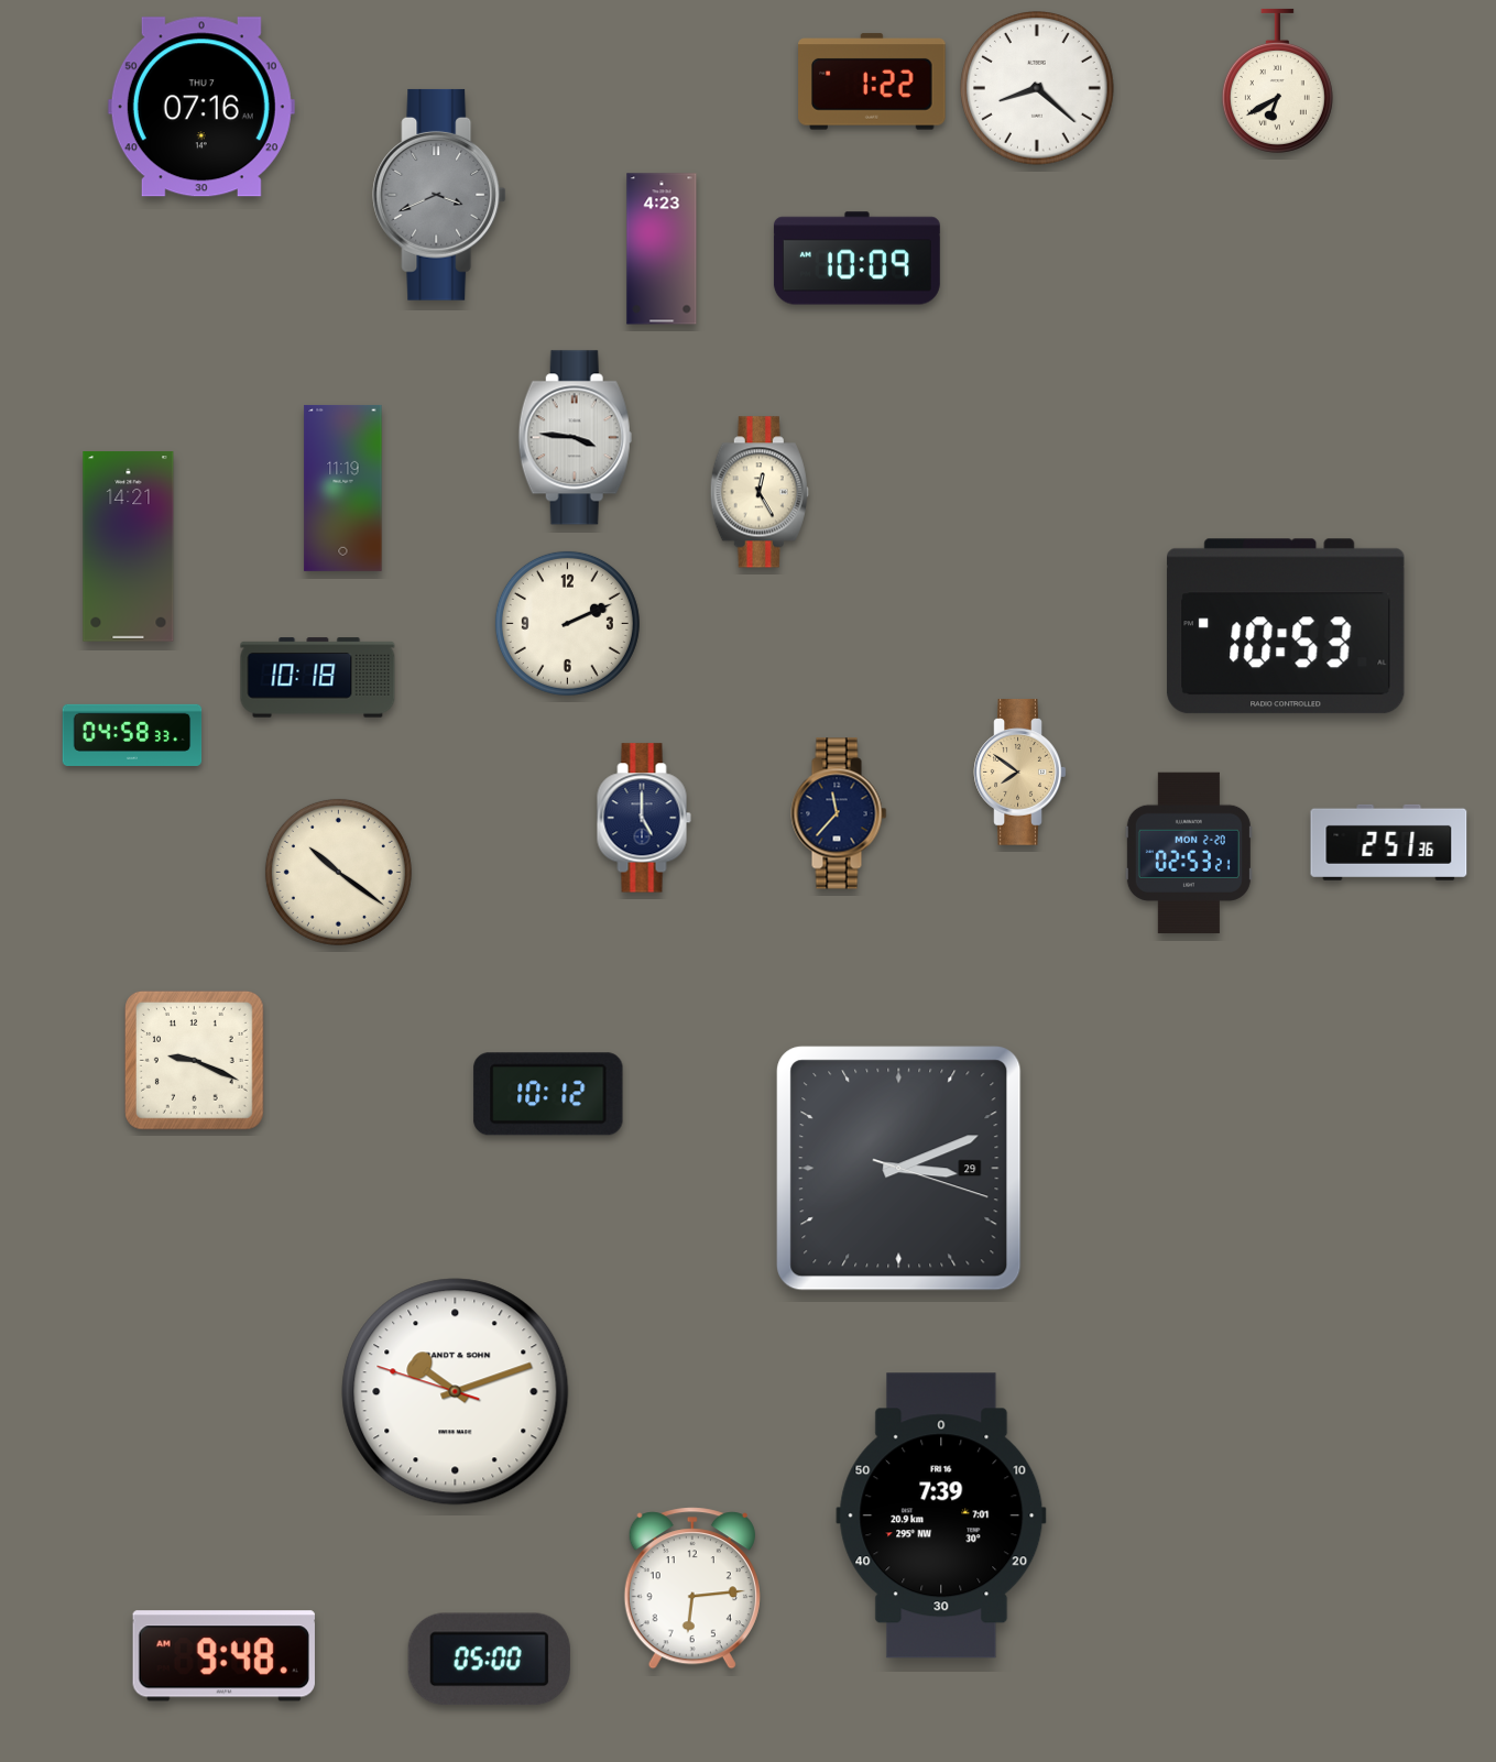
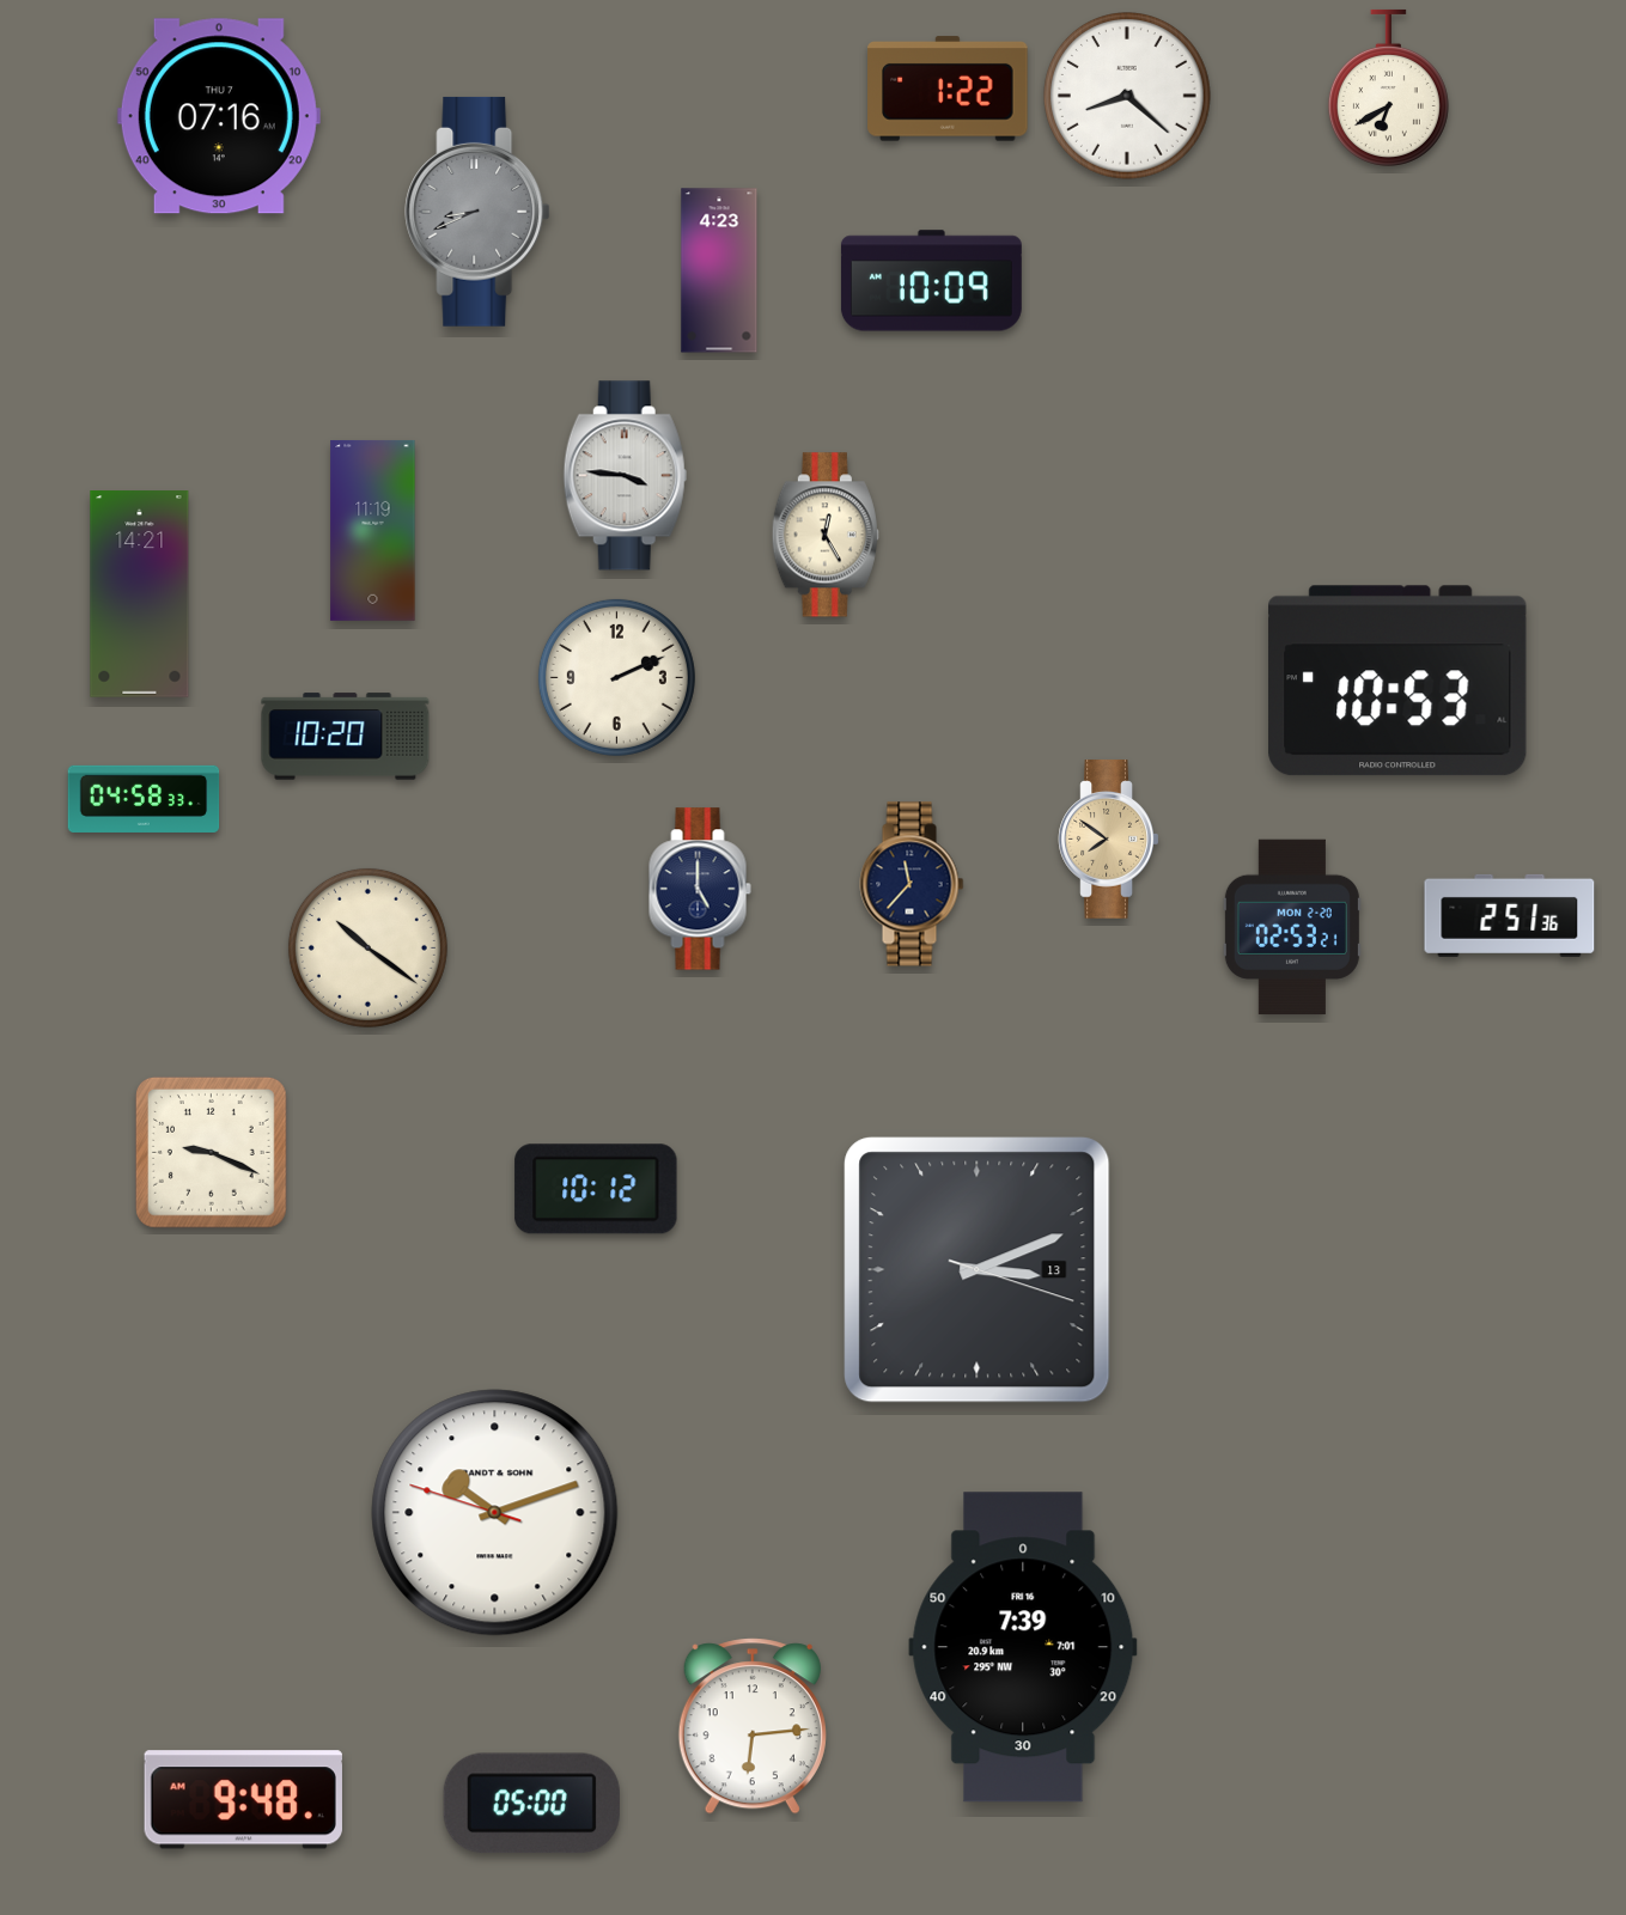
clock at (439, 195): 3:41 -> 8:41
clock at (318, 678): 10:18 -> 10:20
clock at (899, 1169) date: 29 -> 13
